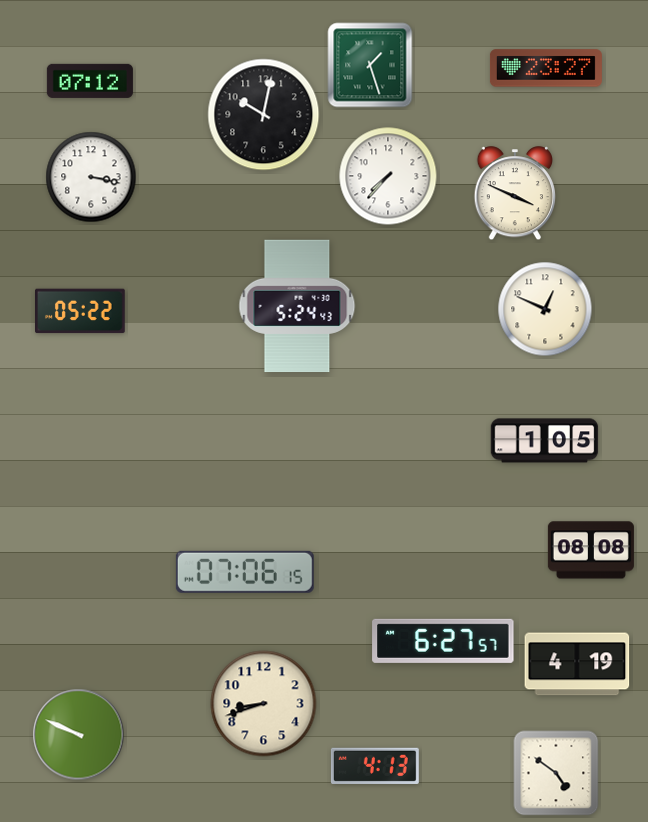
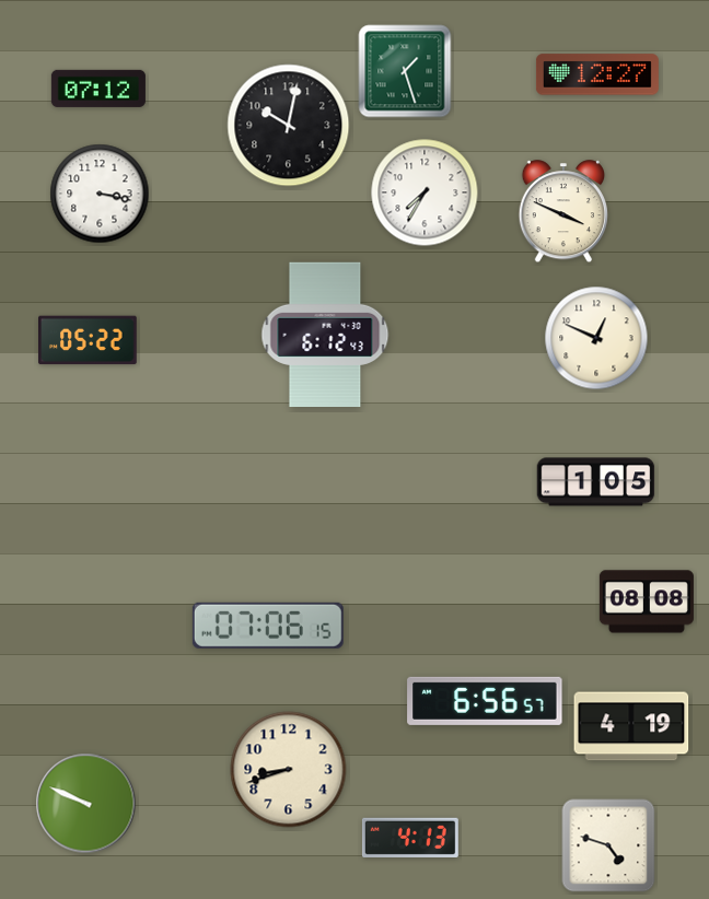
clock at (546, 68): 23:27 -> 12:27
clock at (388, 176): 7:37 -> 7:35
clock at (297, 306): 5:24 -> 6:12
clock at (443, 641): 6:27 -> 6:56
clock at (556, 773): 4:51 -> 4:48
